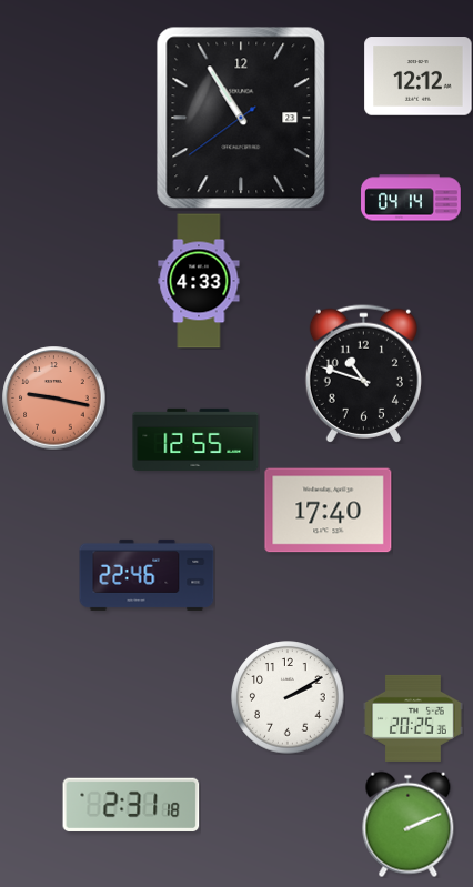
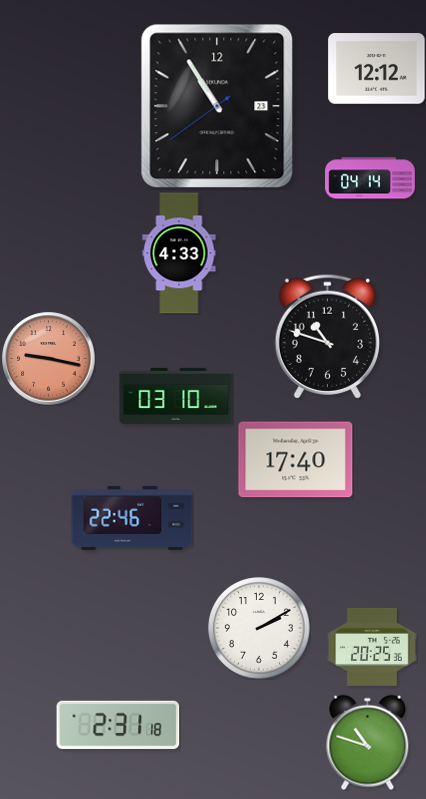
clock at (195, 440): 12:55 -> 03:10
clock at (409, 824): 2:11 -> 10:48
